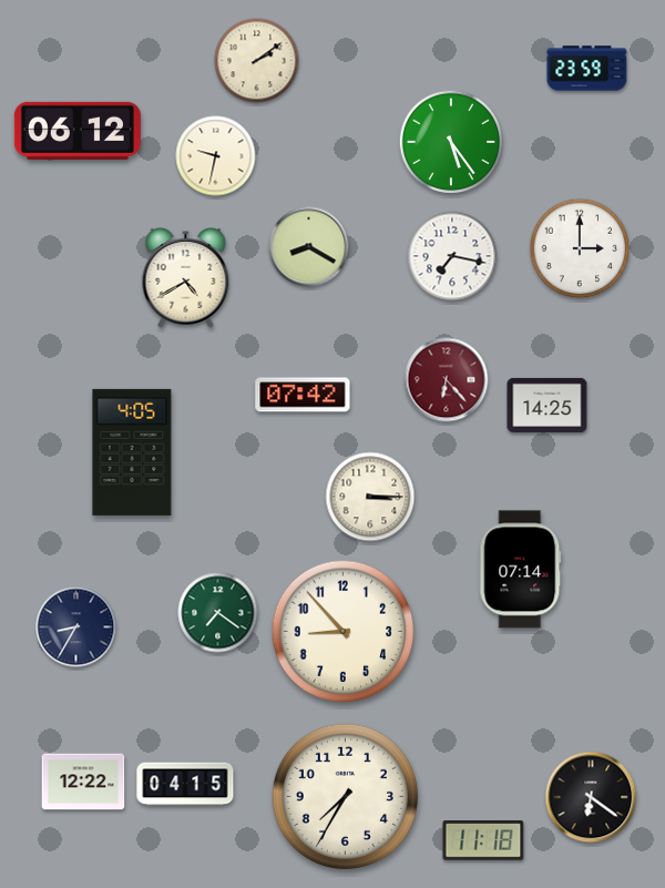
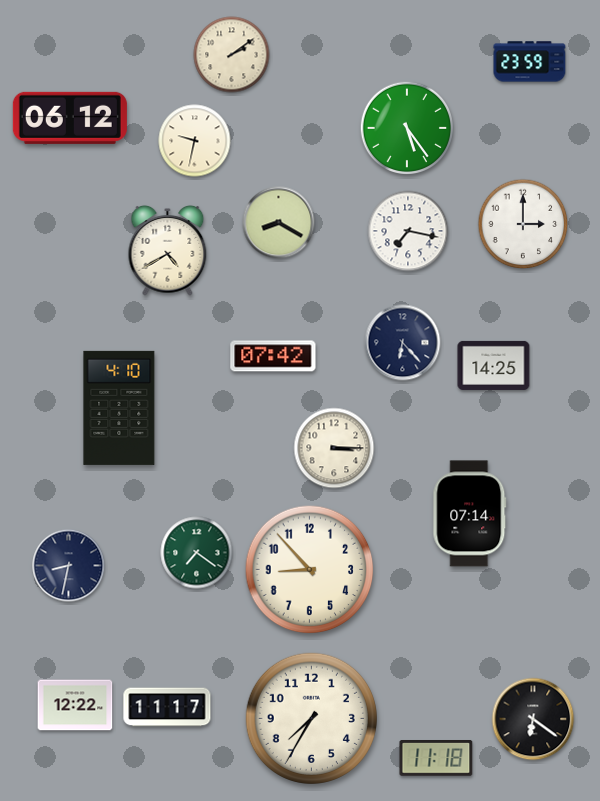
clock at (447, 380) dial: burgundy -> navy
clock at (132, 452): 4:05 -> 4:10
clock at (76, 627): 8:35 -> 8:32
clock at (185, 784): 04:15 -> 11:17
